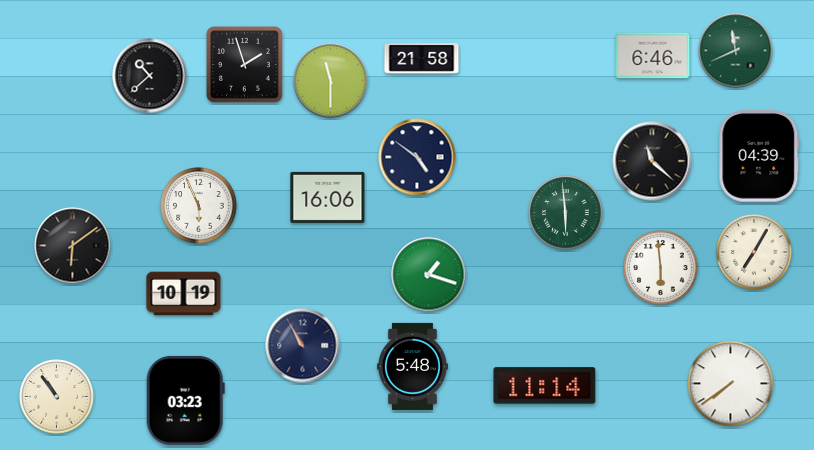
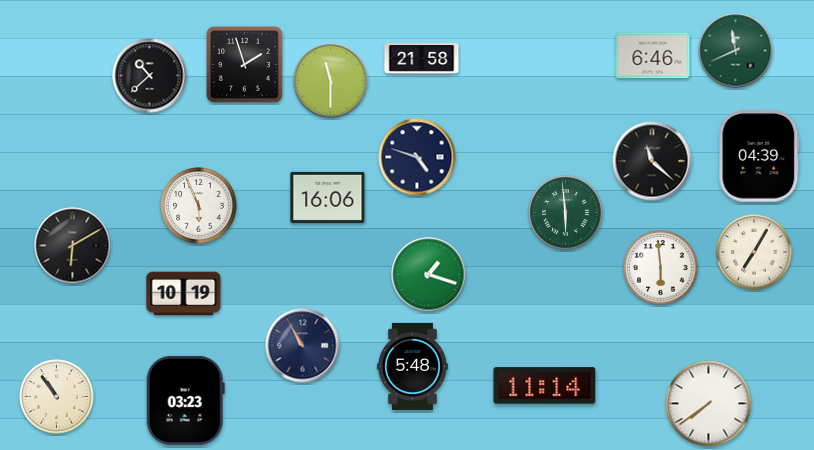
clock at (417, 157): 4:51 -> 4:48
clock at (73, 246): 6:09 -> 6:10
clock at (731, 384) position: (731, 384) -> (709, 404)
